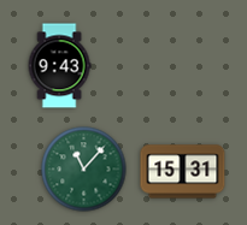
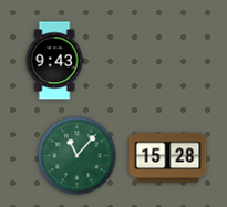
clock at (183, 172): 15:31 -> 15:28
